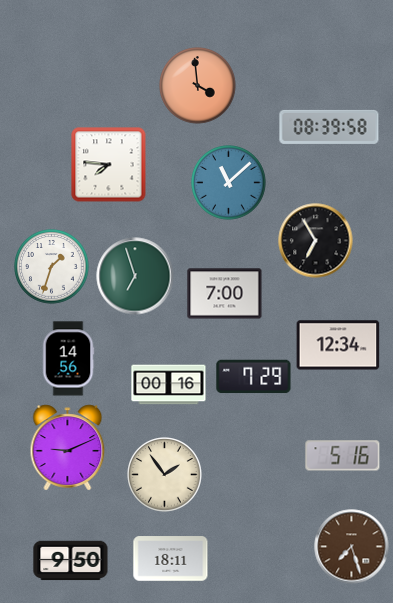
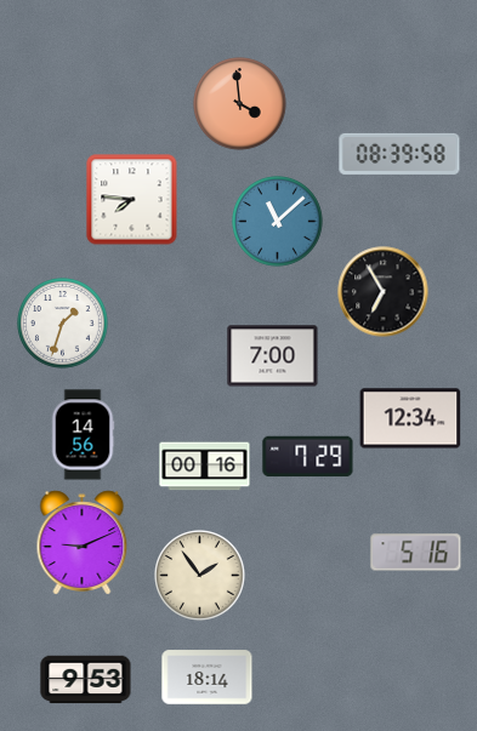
clock at (135, 276): 6:57 -> none
clock at (352, 547): 7:27 -> none
clock at (171, 559): 18:11 -> 18:14
clock at (71, 561): 9:50 -> 9:53
